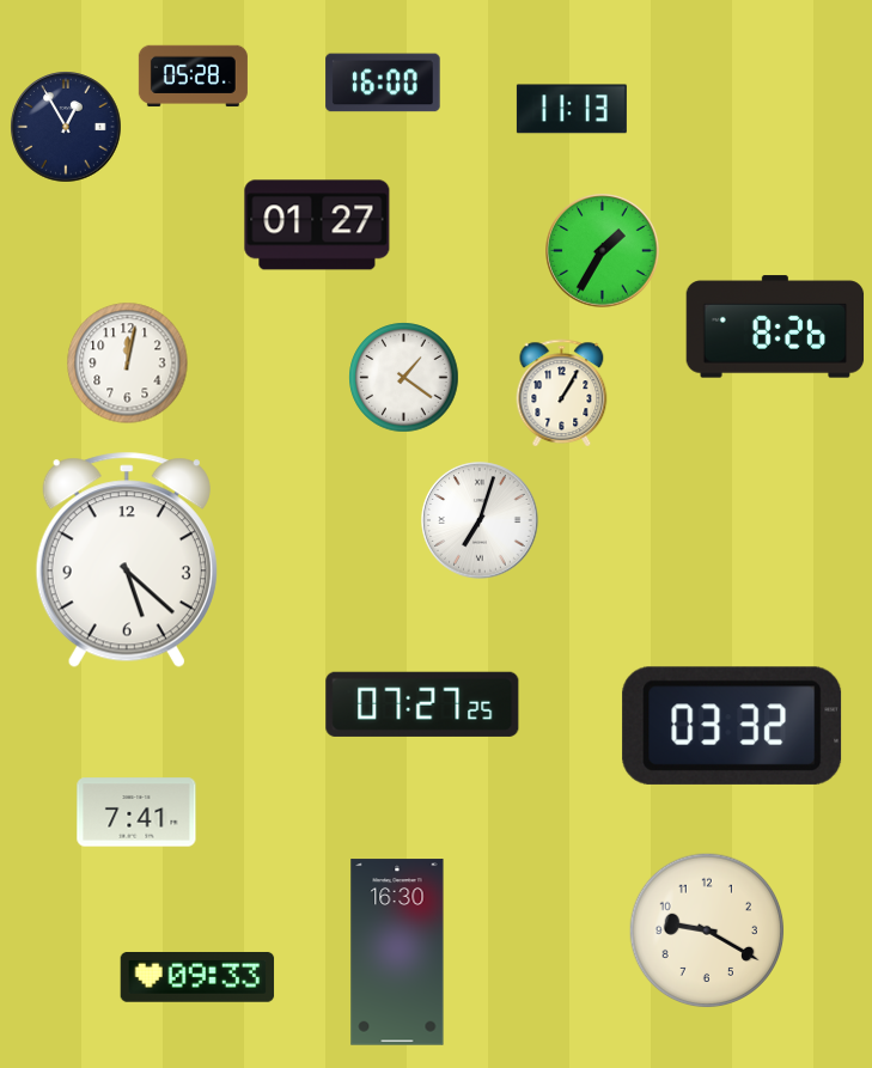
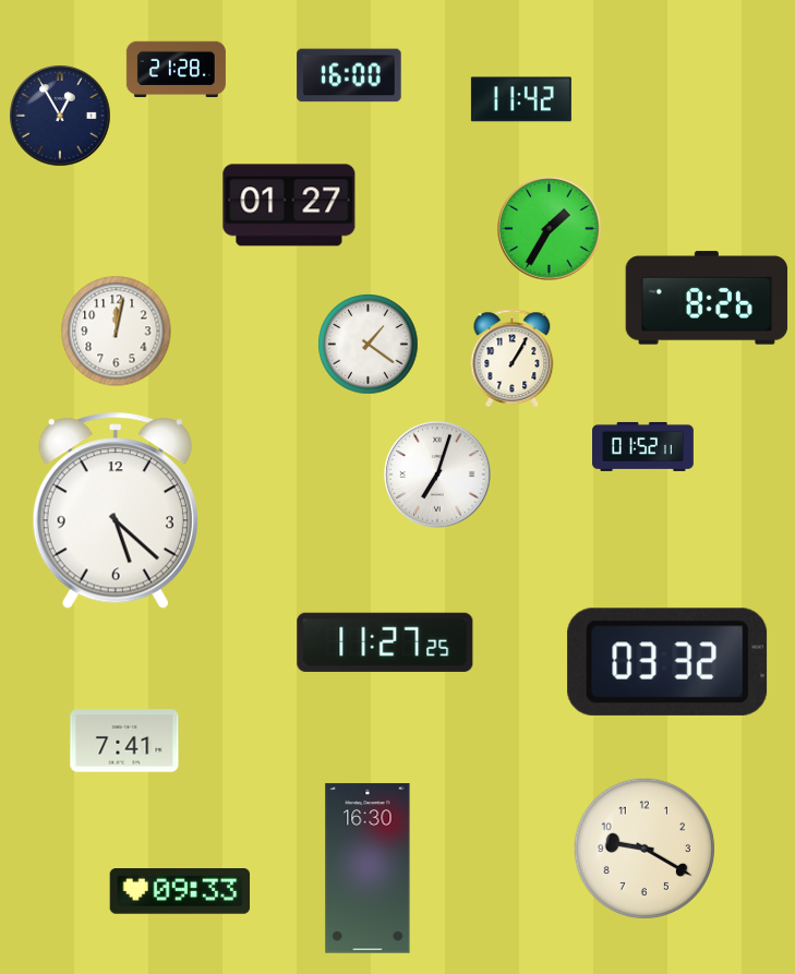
clock at (193, 77): 05:28 -> 21:28
clock at (572, 109): 11:13 -> 11:42
clock at (643, 446): none -> 01:52
clock at (422, 704): 07:27 -> 11:27
clock at (397, 952) position: (397, 952) -> (368, 868)
